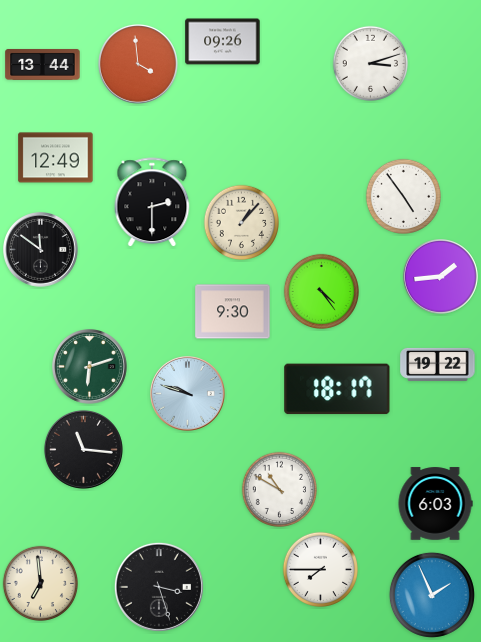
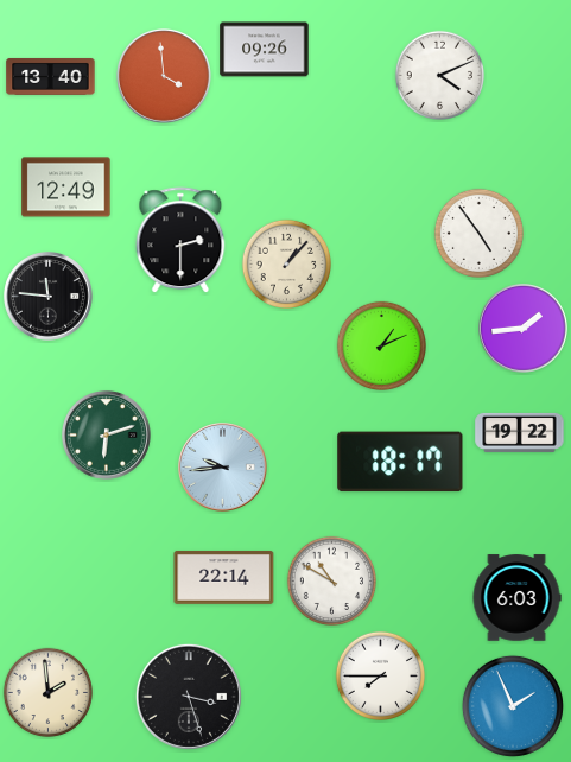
clock at (370, 63): 3:12 -> 4:11
clock at (43, 64): 13:44 -> 13:40
clock at (41, 250): 11:51 -> 11:46
clock at (321, 291): 4:24 -> 1:11
clock at (233, 312): 9:30 -> none
clock at (188, 394): 9:48 -> 9:44
clock at (83, 449): 11:16 -> none
clock at (224, 578): none -> 22:14
clock at (40, 583): 6:59 -> 1:59
